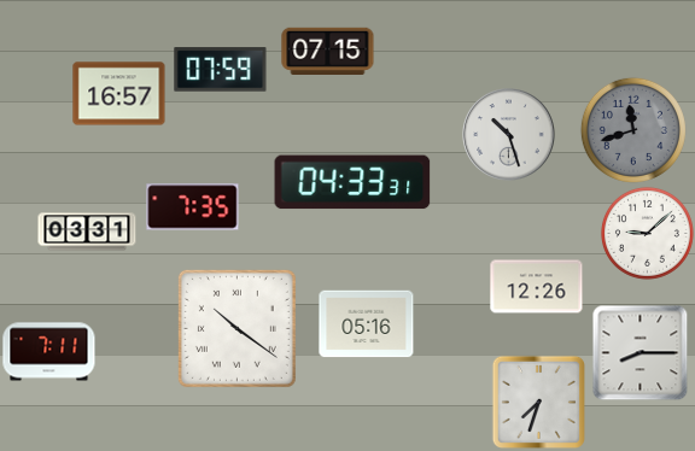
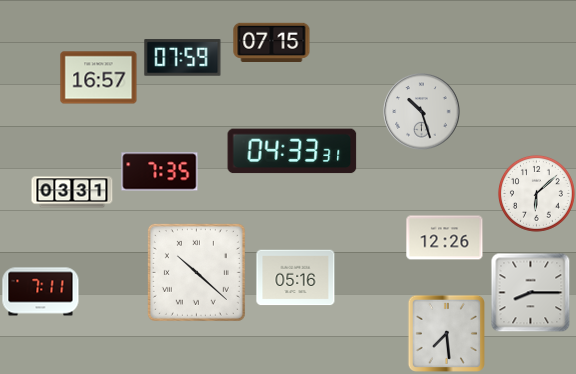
clock at (633, 130): 11:42 -> none
clock at (647, 233): 9:08 -> 6:08
clock at (367, 324) position: (367, 324) -> (296, 278)
clock at (236, 328): 10:21 -> 10:22
clock at (538, 402): 7:33 -> 7:29
